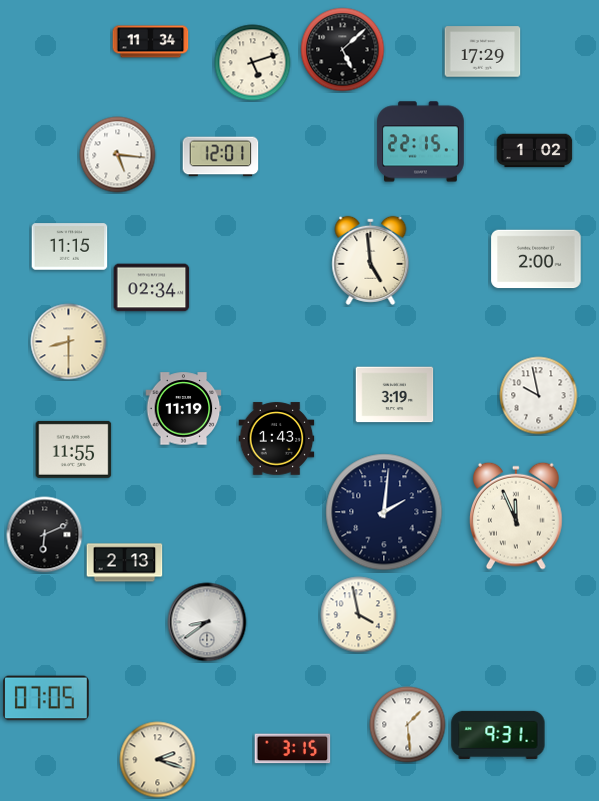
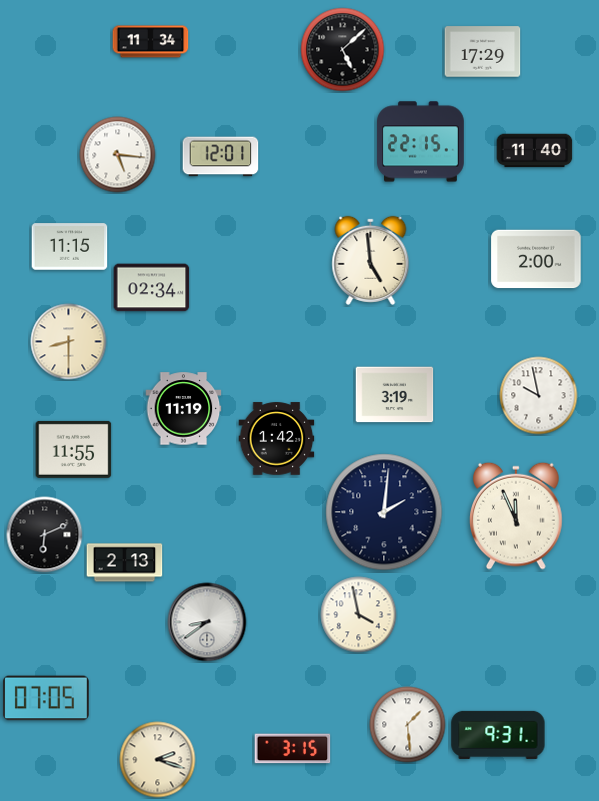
clock at (253, 63): 5:12 -> none
clock at (535, 151): 1:02 -> 11:40
clock at (277, 439): 1:43 -> 1:42
